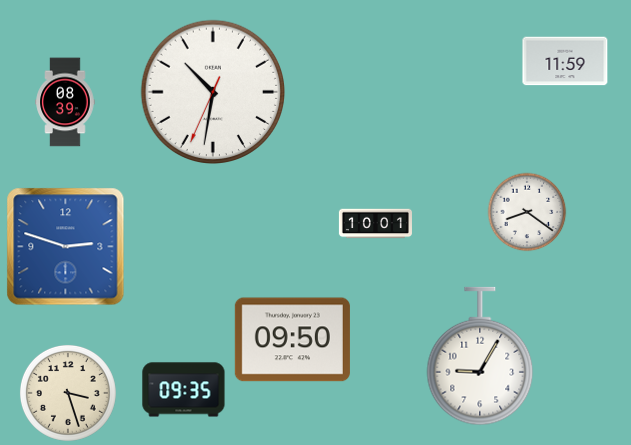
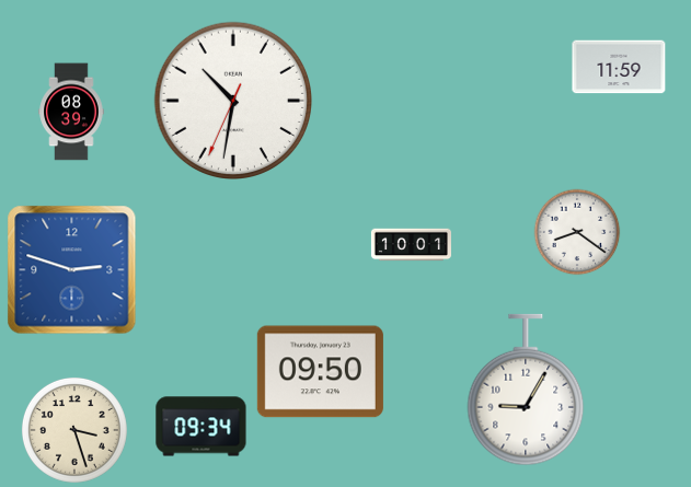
clock at (184, 390): 09:35 -> 09:34
